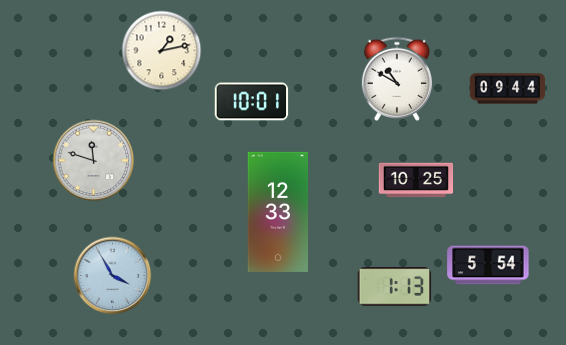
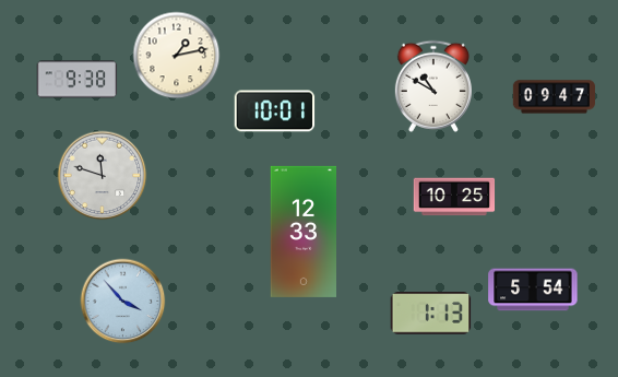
clock at (78, 80): none -> 9:38
clock at (507, 89): 09:44 -> 09:47
clock at (113, 276): 3:55 -> 3:53
